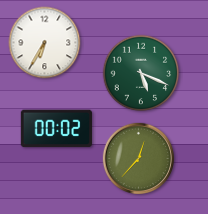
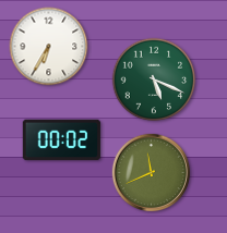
clock at (138, 158): 12:37 -> 11:41
